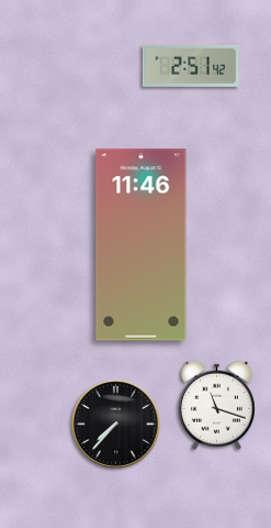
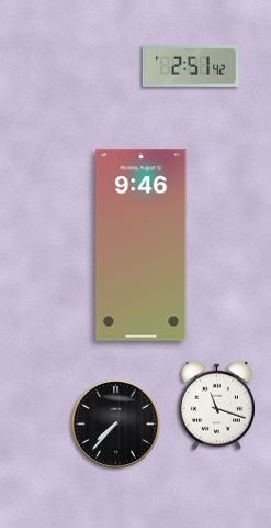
clock at (142, 245): 11:46 -> 9:46
